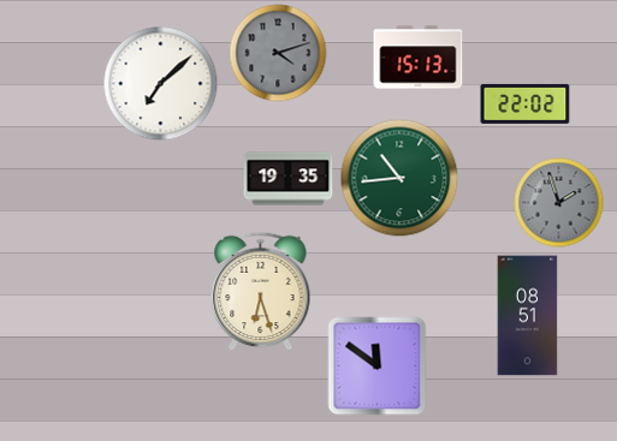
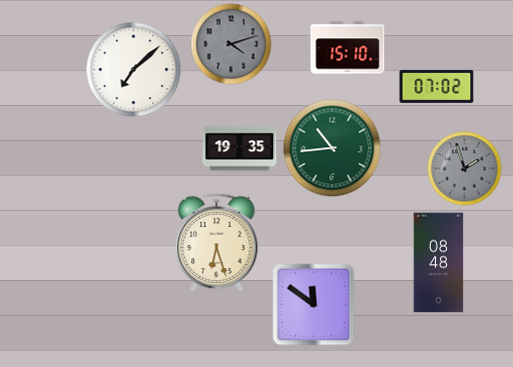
clock at (419, 58): 15:13 -> 15:10
clock at (526, 103): 22:02 -> 07:02
clock at (528, 316): 08:51 -> 08:48
